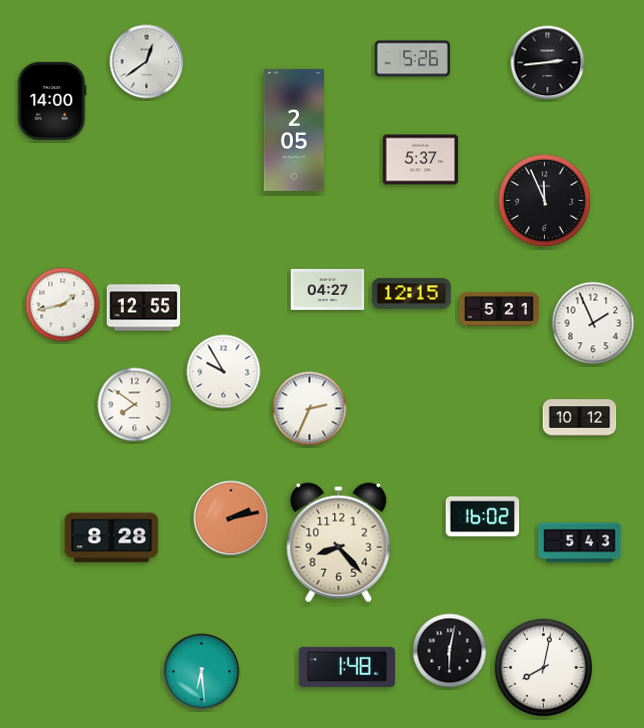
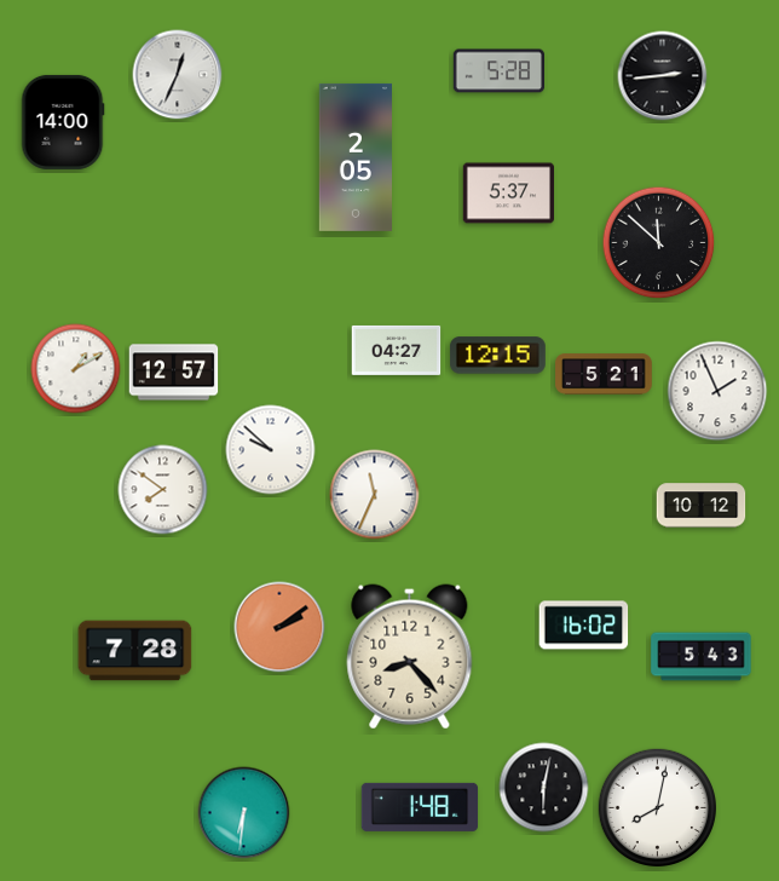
clock at (412, 59): 5:26 -> 5:28
clock at (147, 62): 12:39 -> 12:34
clock at (545, 201): 11:56 -> 11:52
clock at (63, 305): 1:43 -> 1:10
clock at (144, 308): 12:55 -> 12:57
clock at (224, 372): 9:55 -> 9:52
clock at (310, 409): 2:34 -> 11:34
clock at (231, 518): 2:13 -> 2:09
clock at (112, 538): 8:28 -> 7:28
clock at (202, 672): 6:29 -> 6:31
